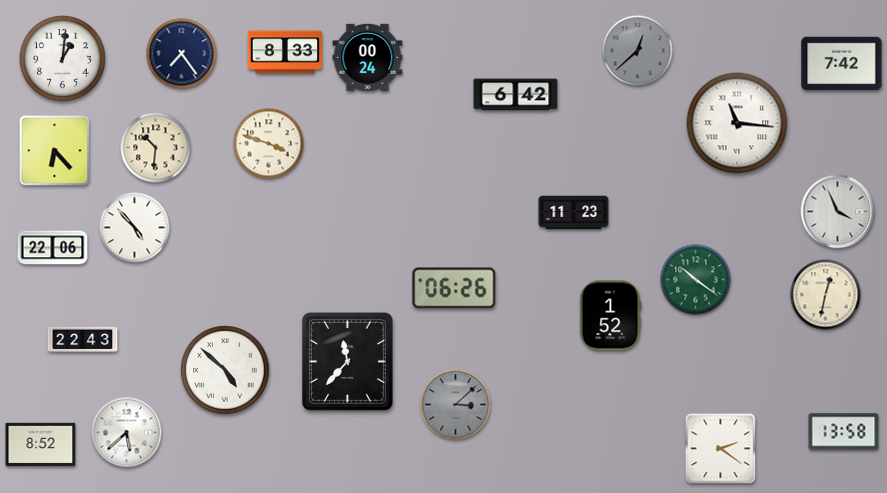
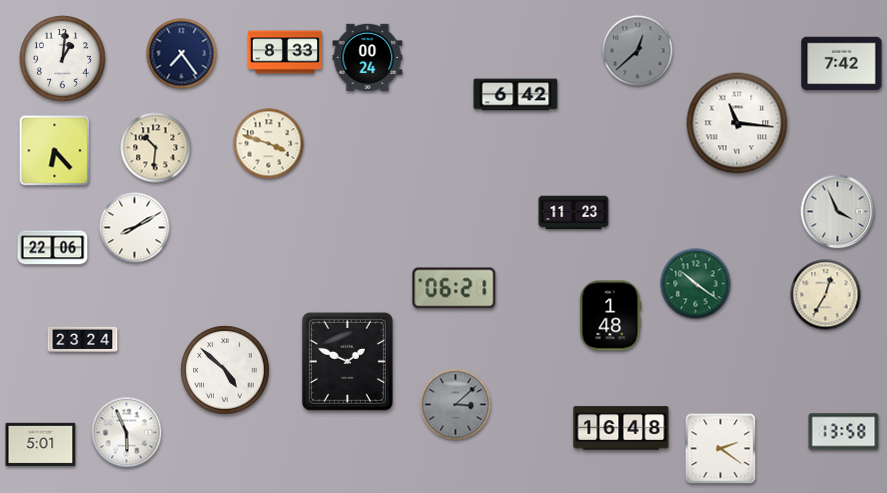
clock at (135, 228): 4:53 -> 8:10
clock at (696, 280) position: (696, 280) -> (696, 284)
clock at (454, 288): 06:26 -> 06:21
clock at (826, 295): 12:32 -> 12:35
clock at (611, 316): 1:52 -> 1:48
clock at (83, 339): 22:43 -> 23:24
clock at (347, 361): 11:37 -> 1:49
clock at (621, 428): none -> 16:48
clock at (127, 433): 5:38 -> 5:56
clock at (41, 445): 8:52 -> 5:01
